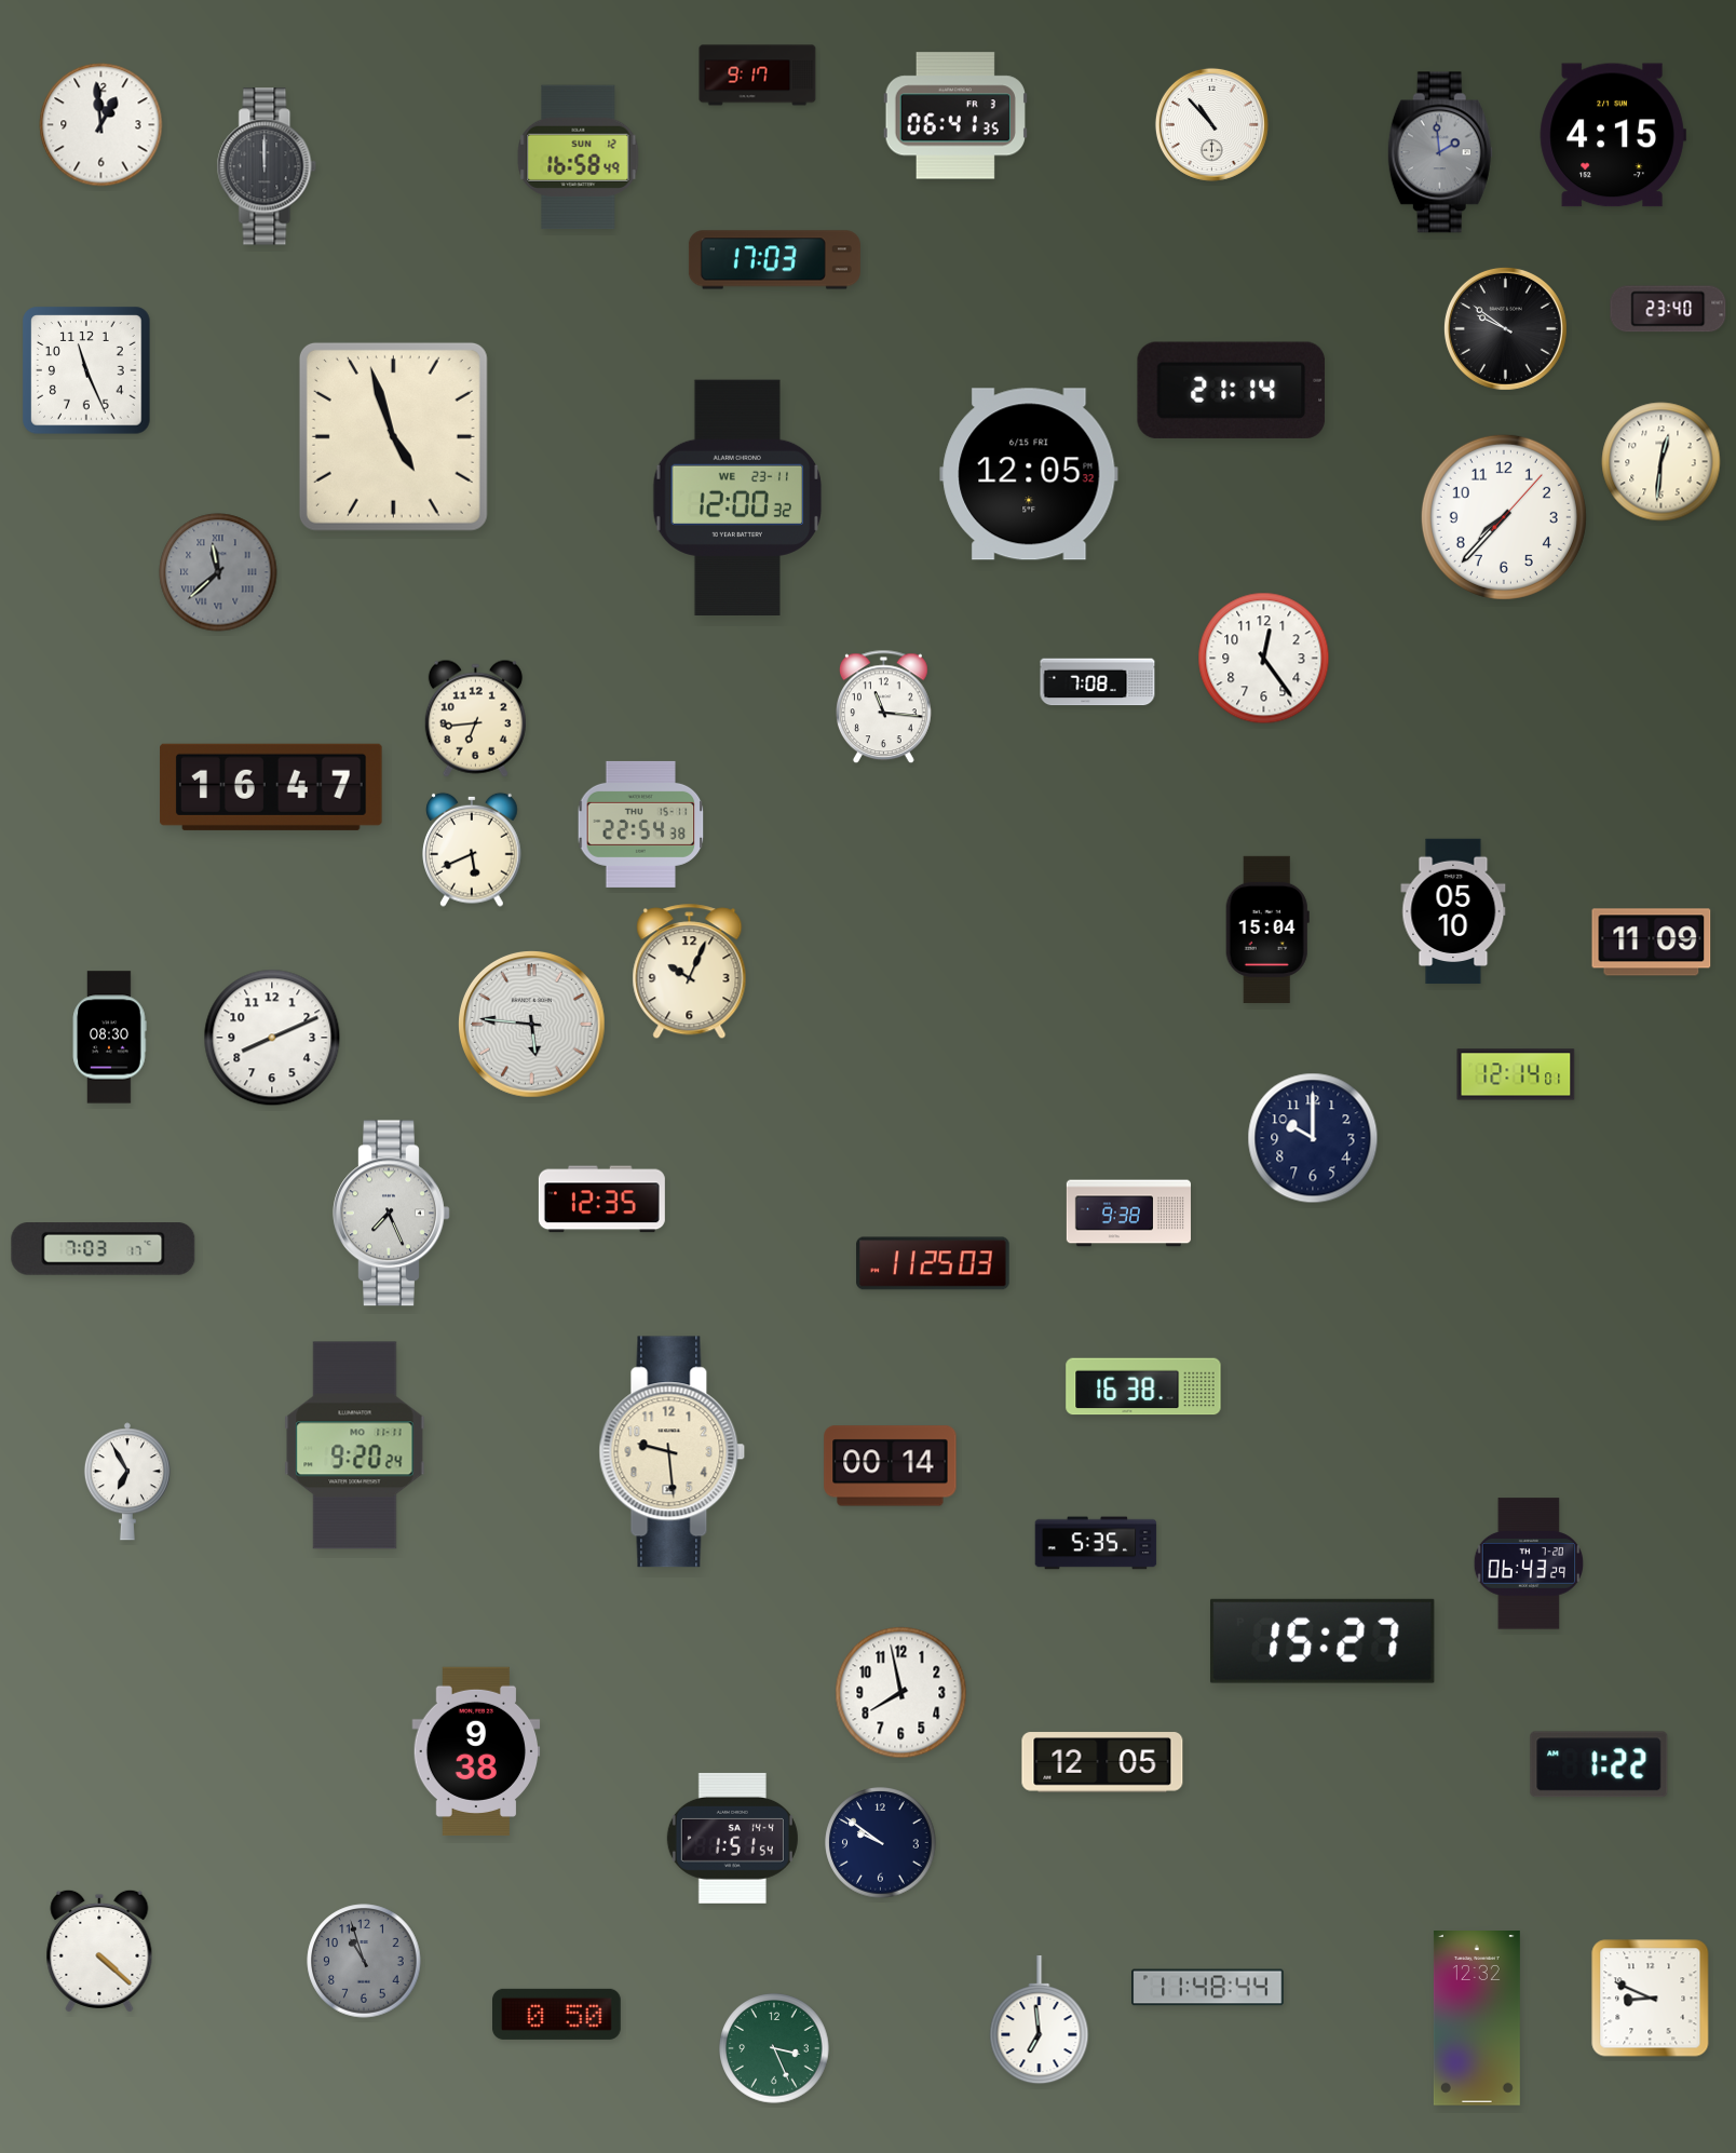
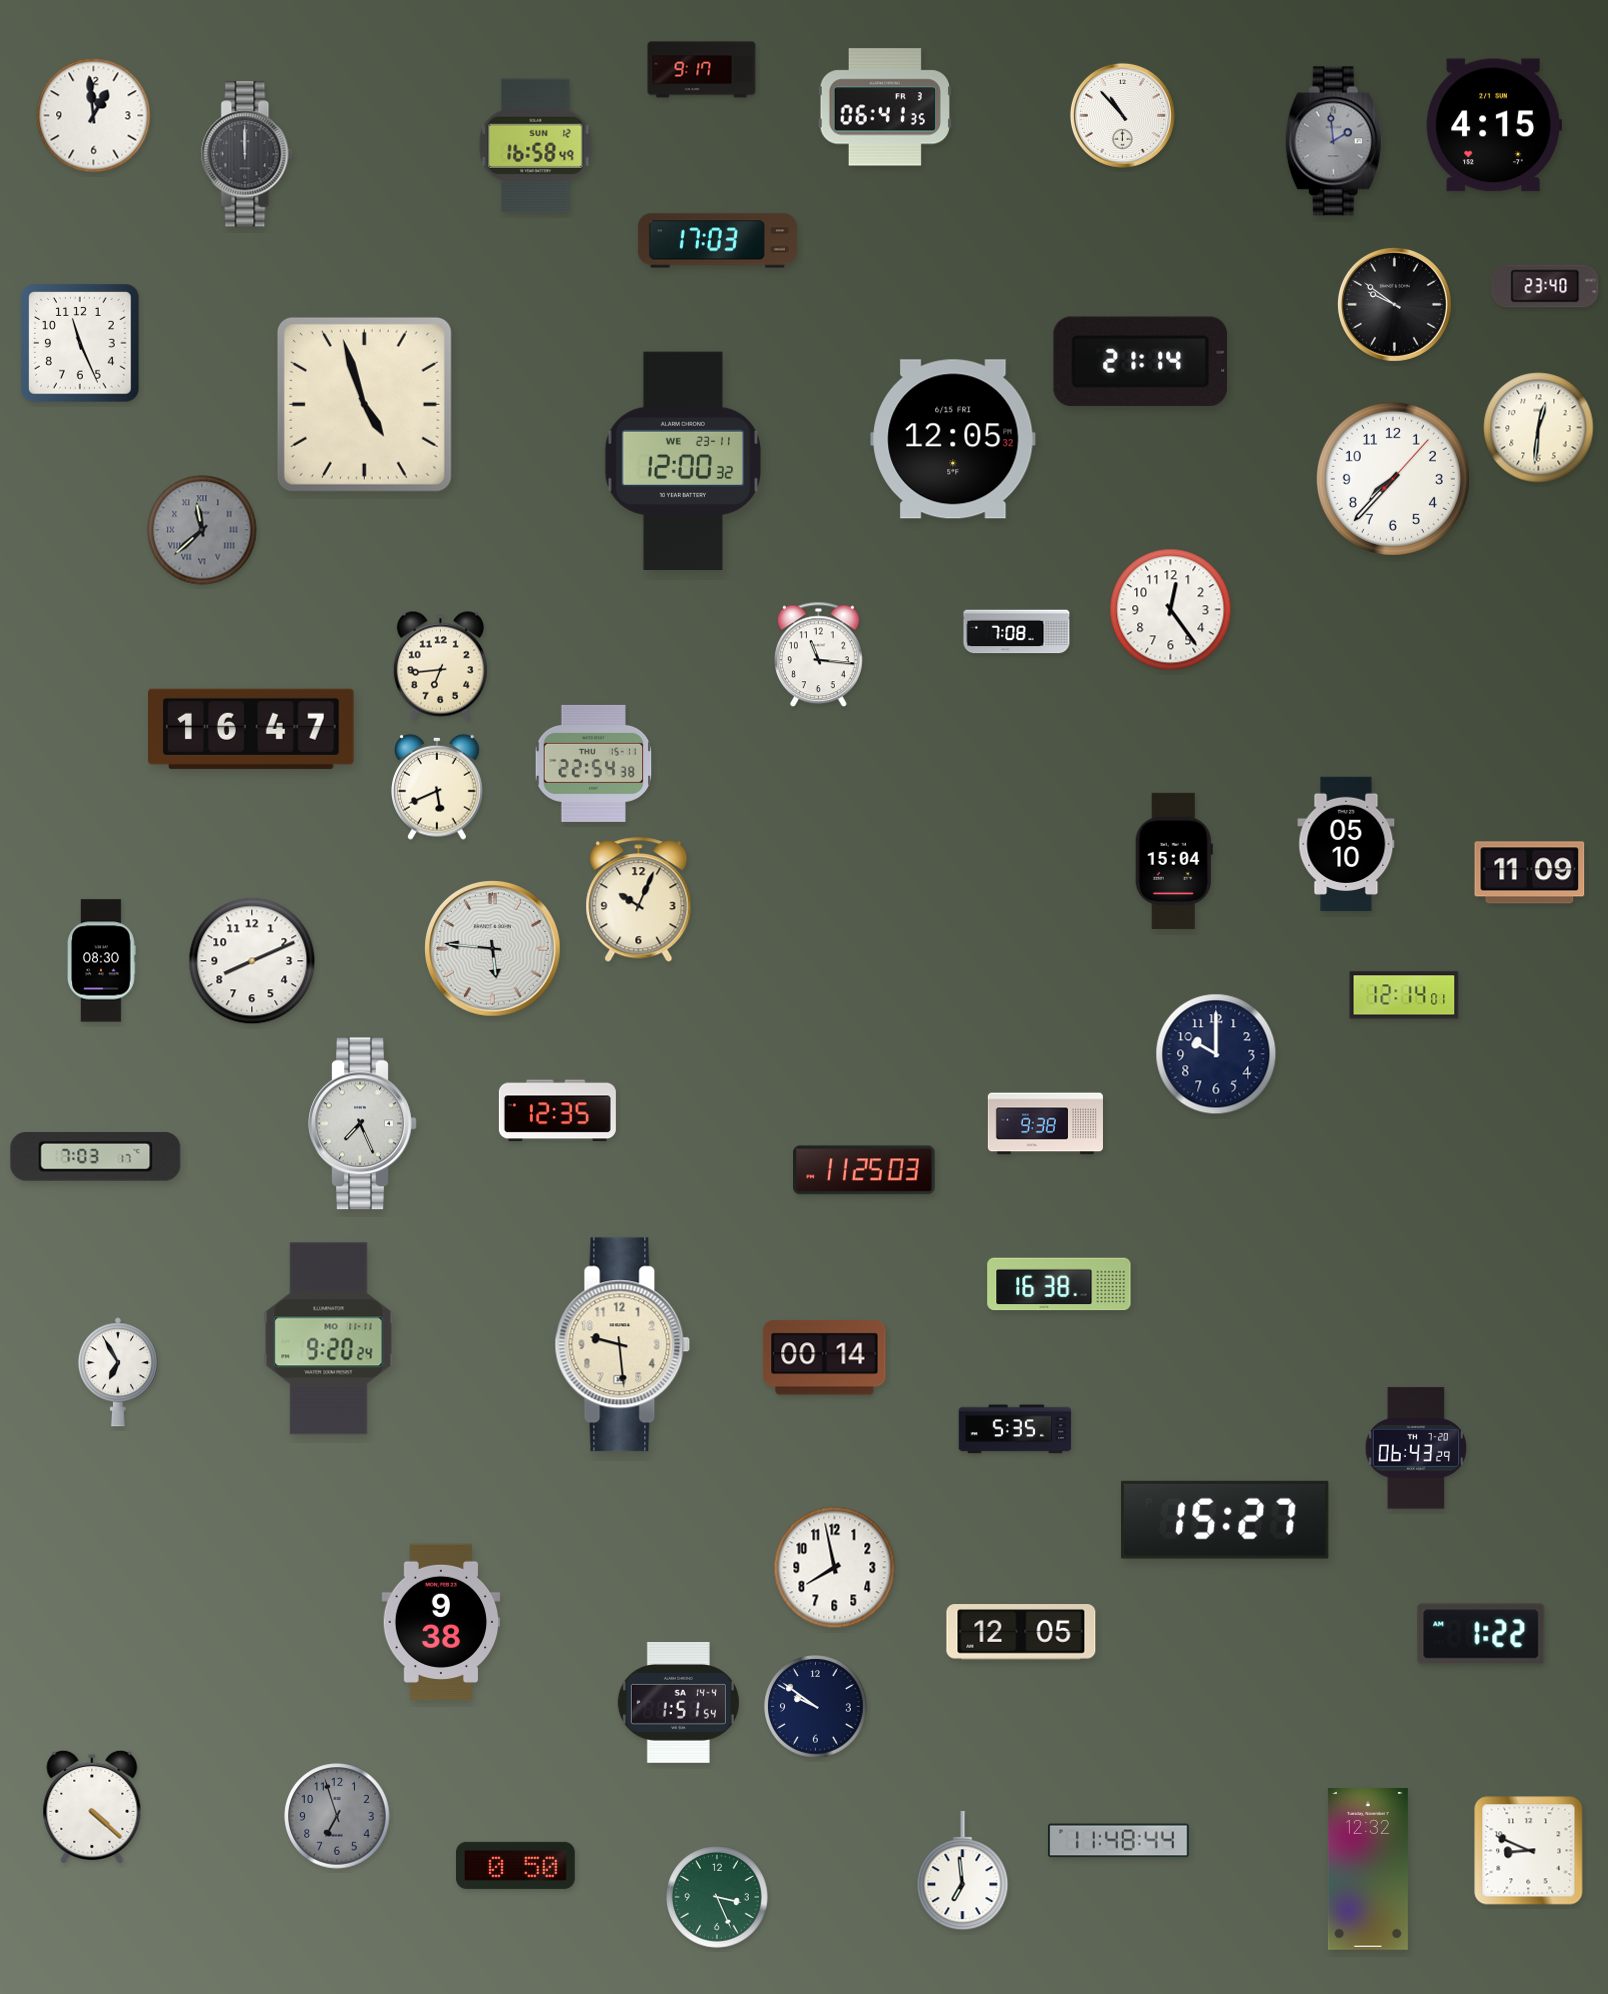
clock at (364, 1961): 10:57 -> 6:57
